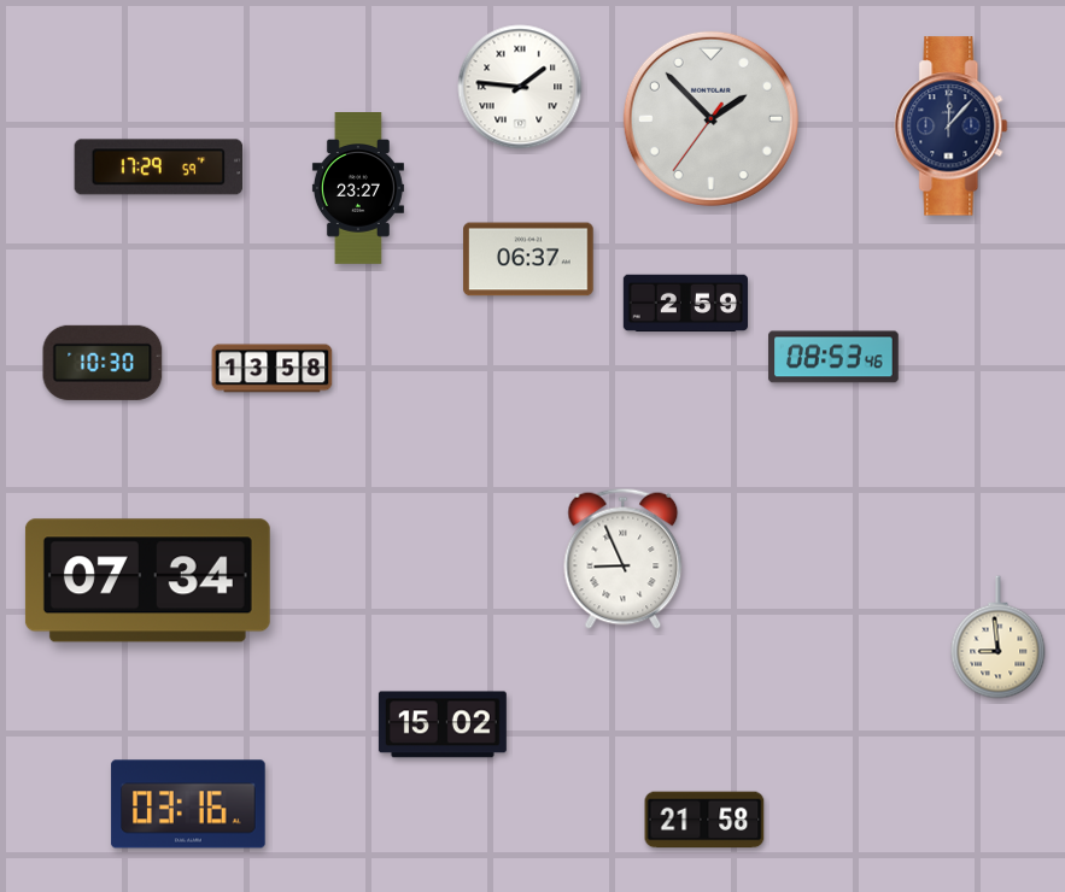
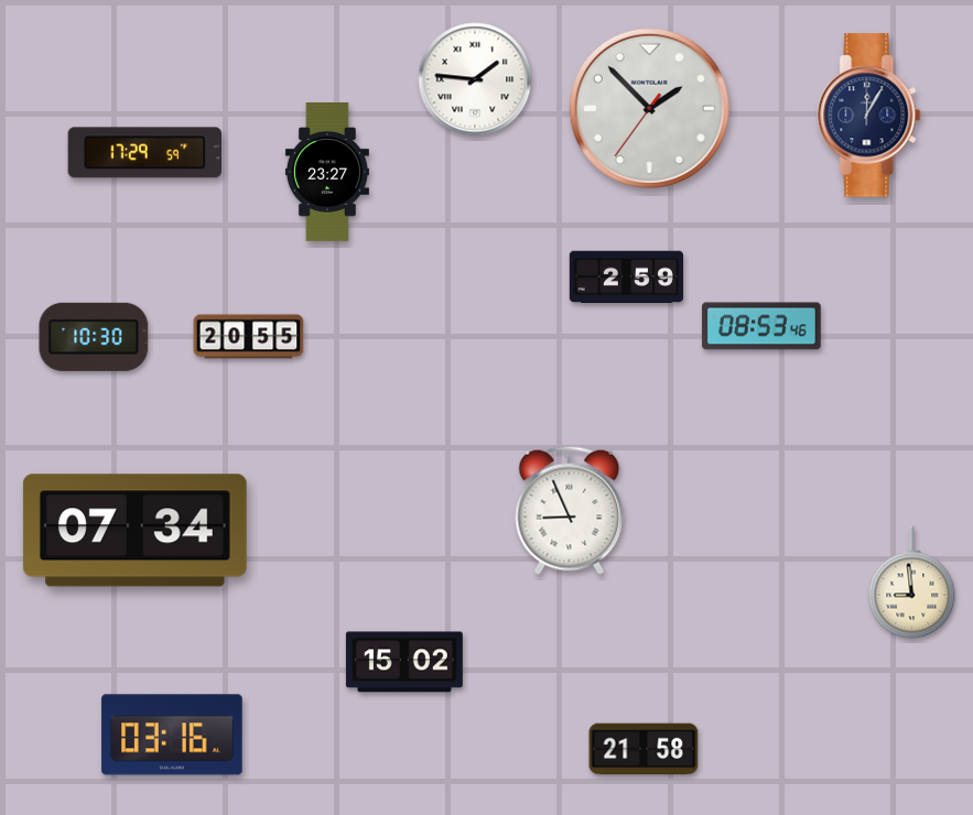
clock at (952, 127): 12:07 -> 12:05
clock at (528, 259): 06:37 -> none
clock at (103, 363) position: (103, 363) -> (94, 337)
clock at (273, 369): 13:58 -> 20:55
